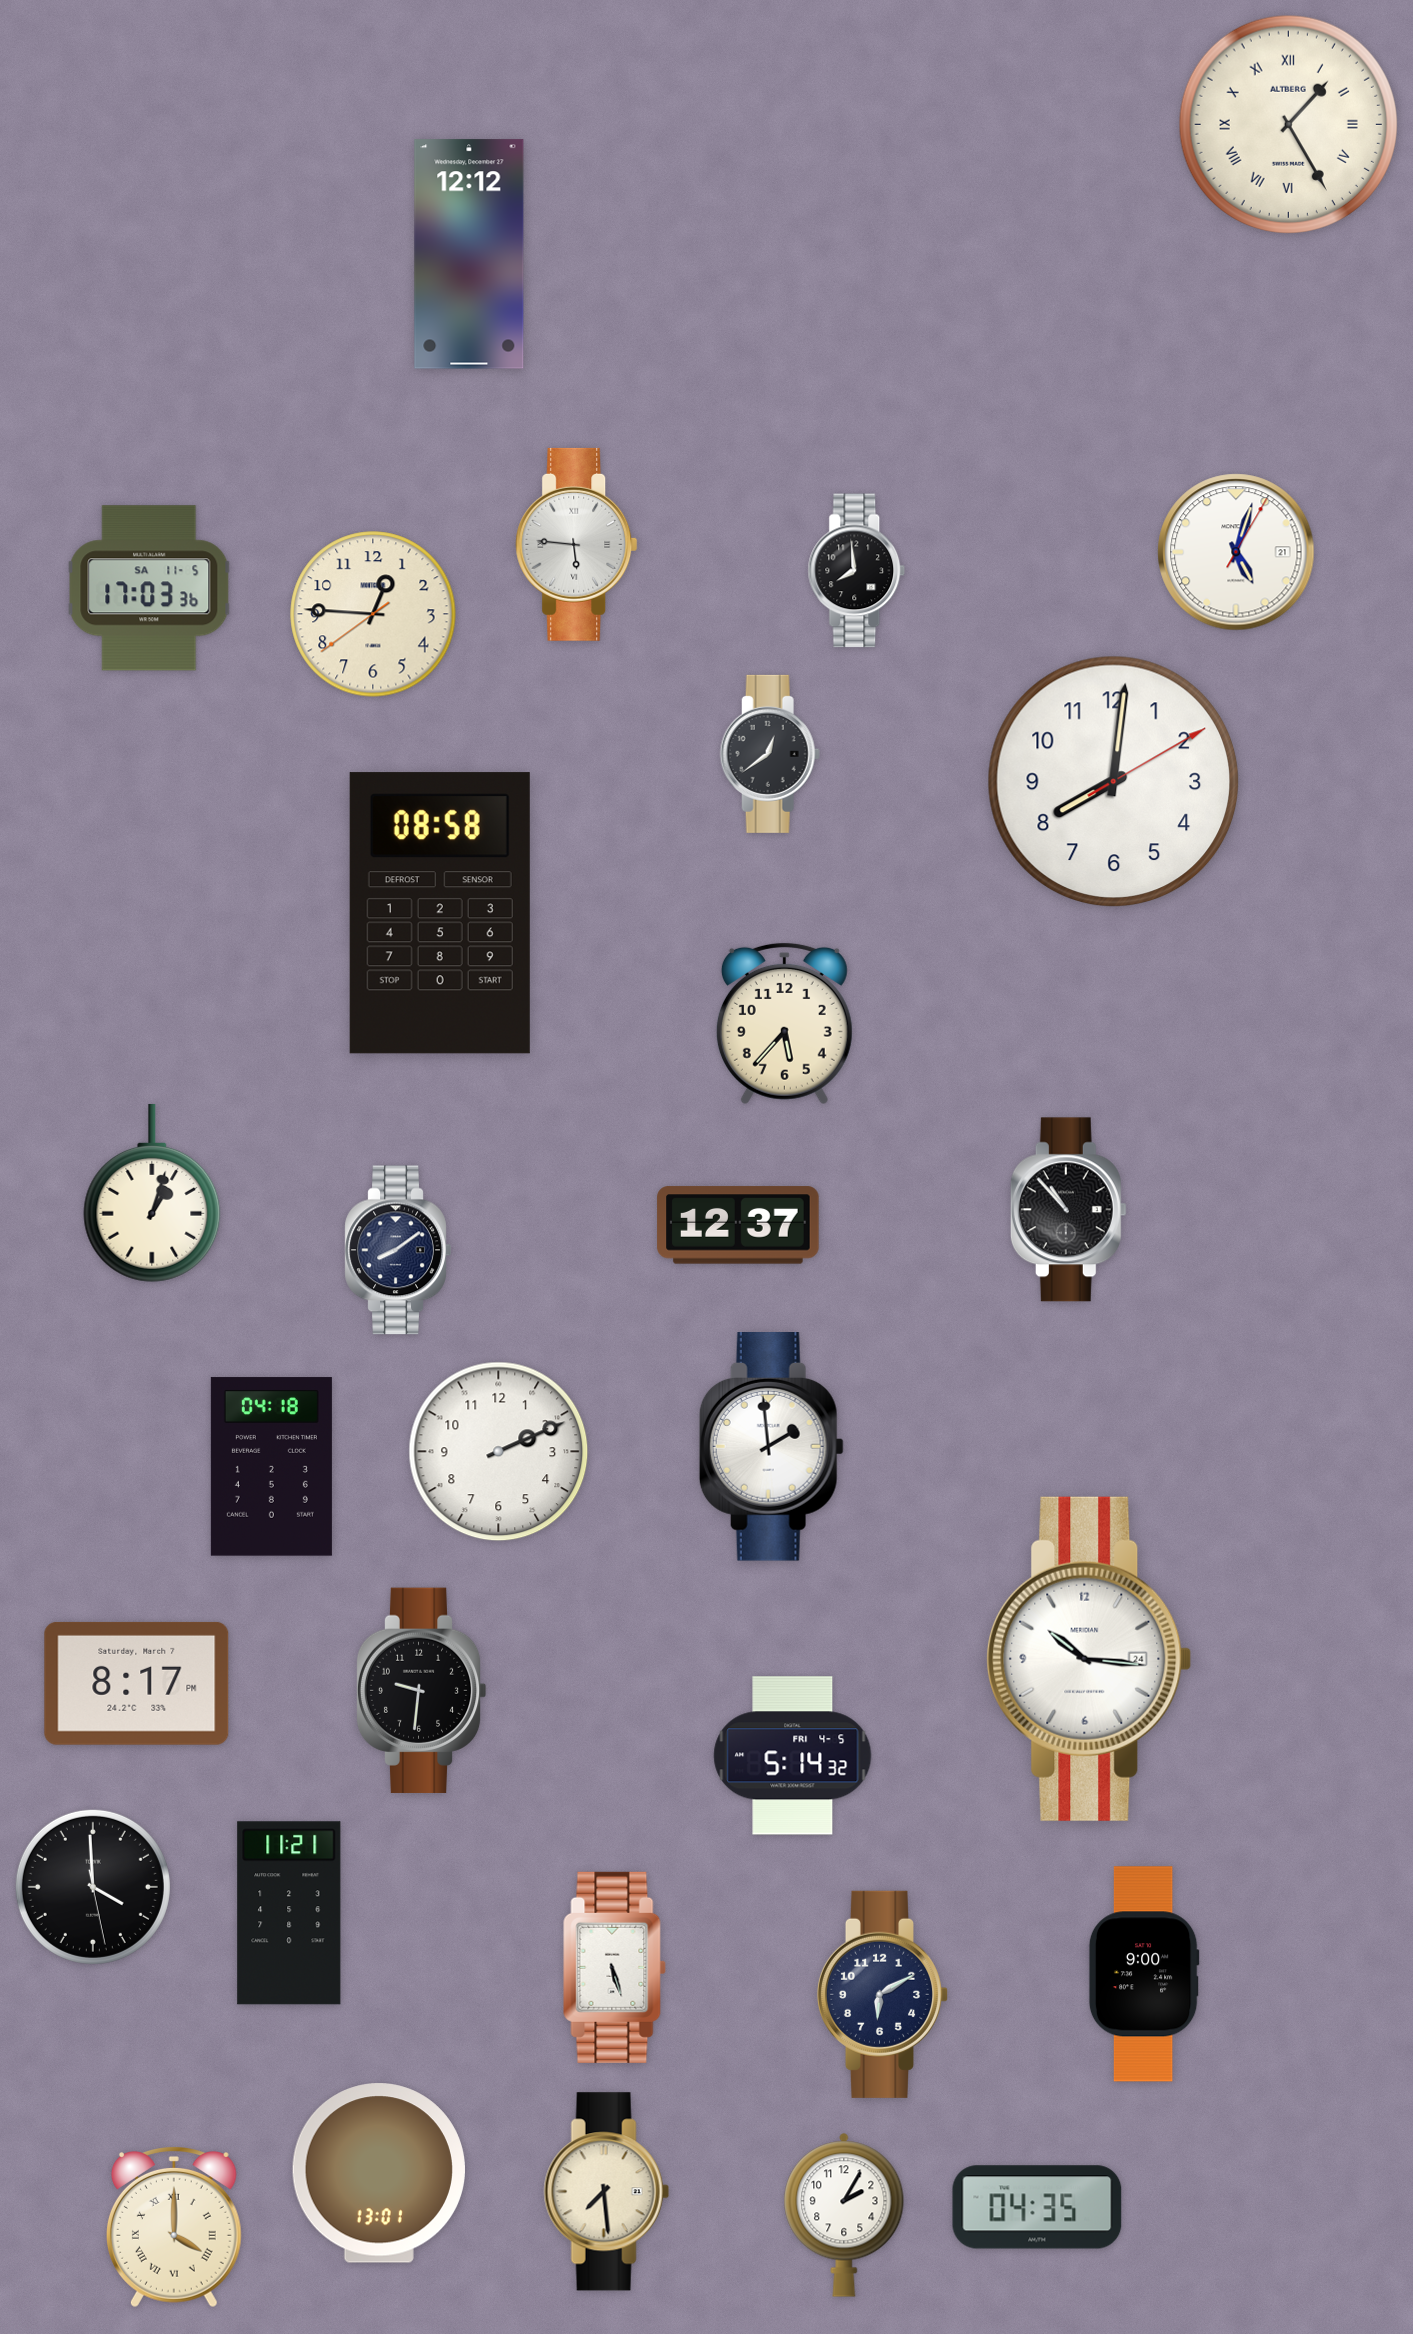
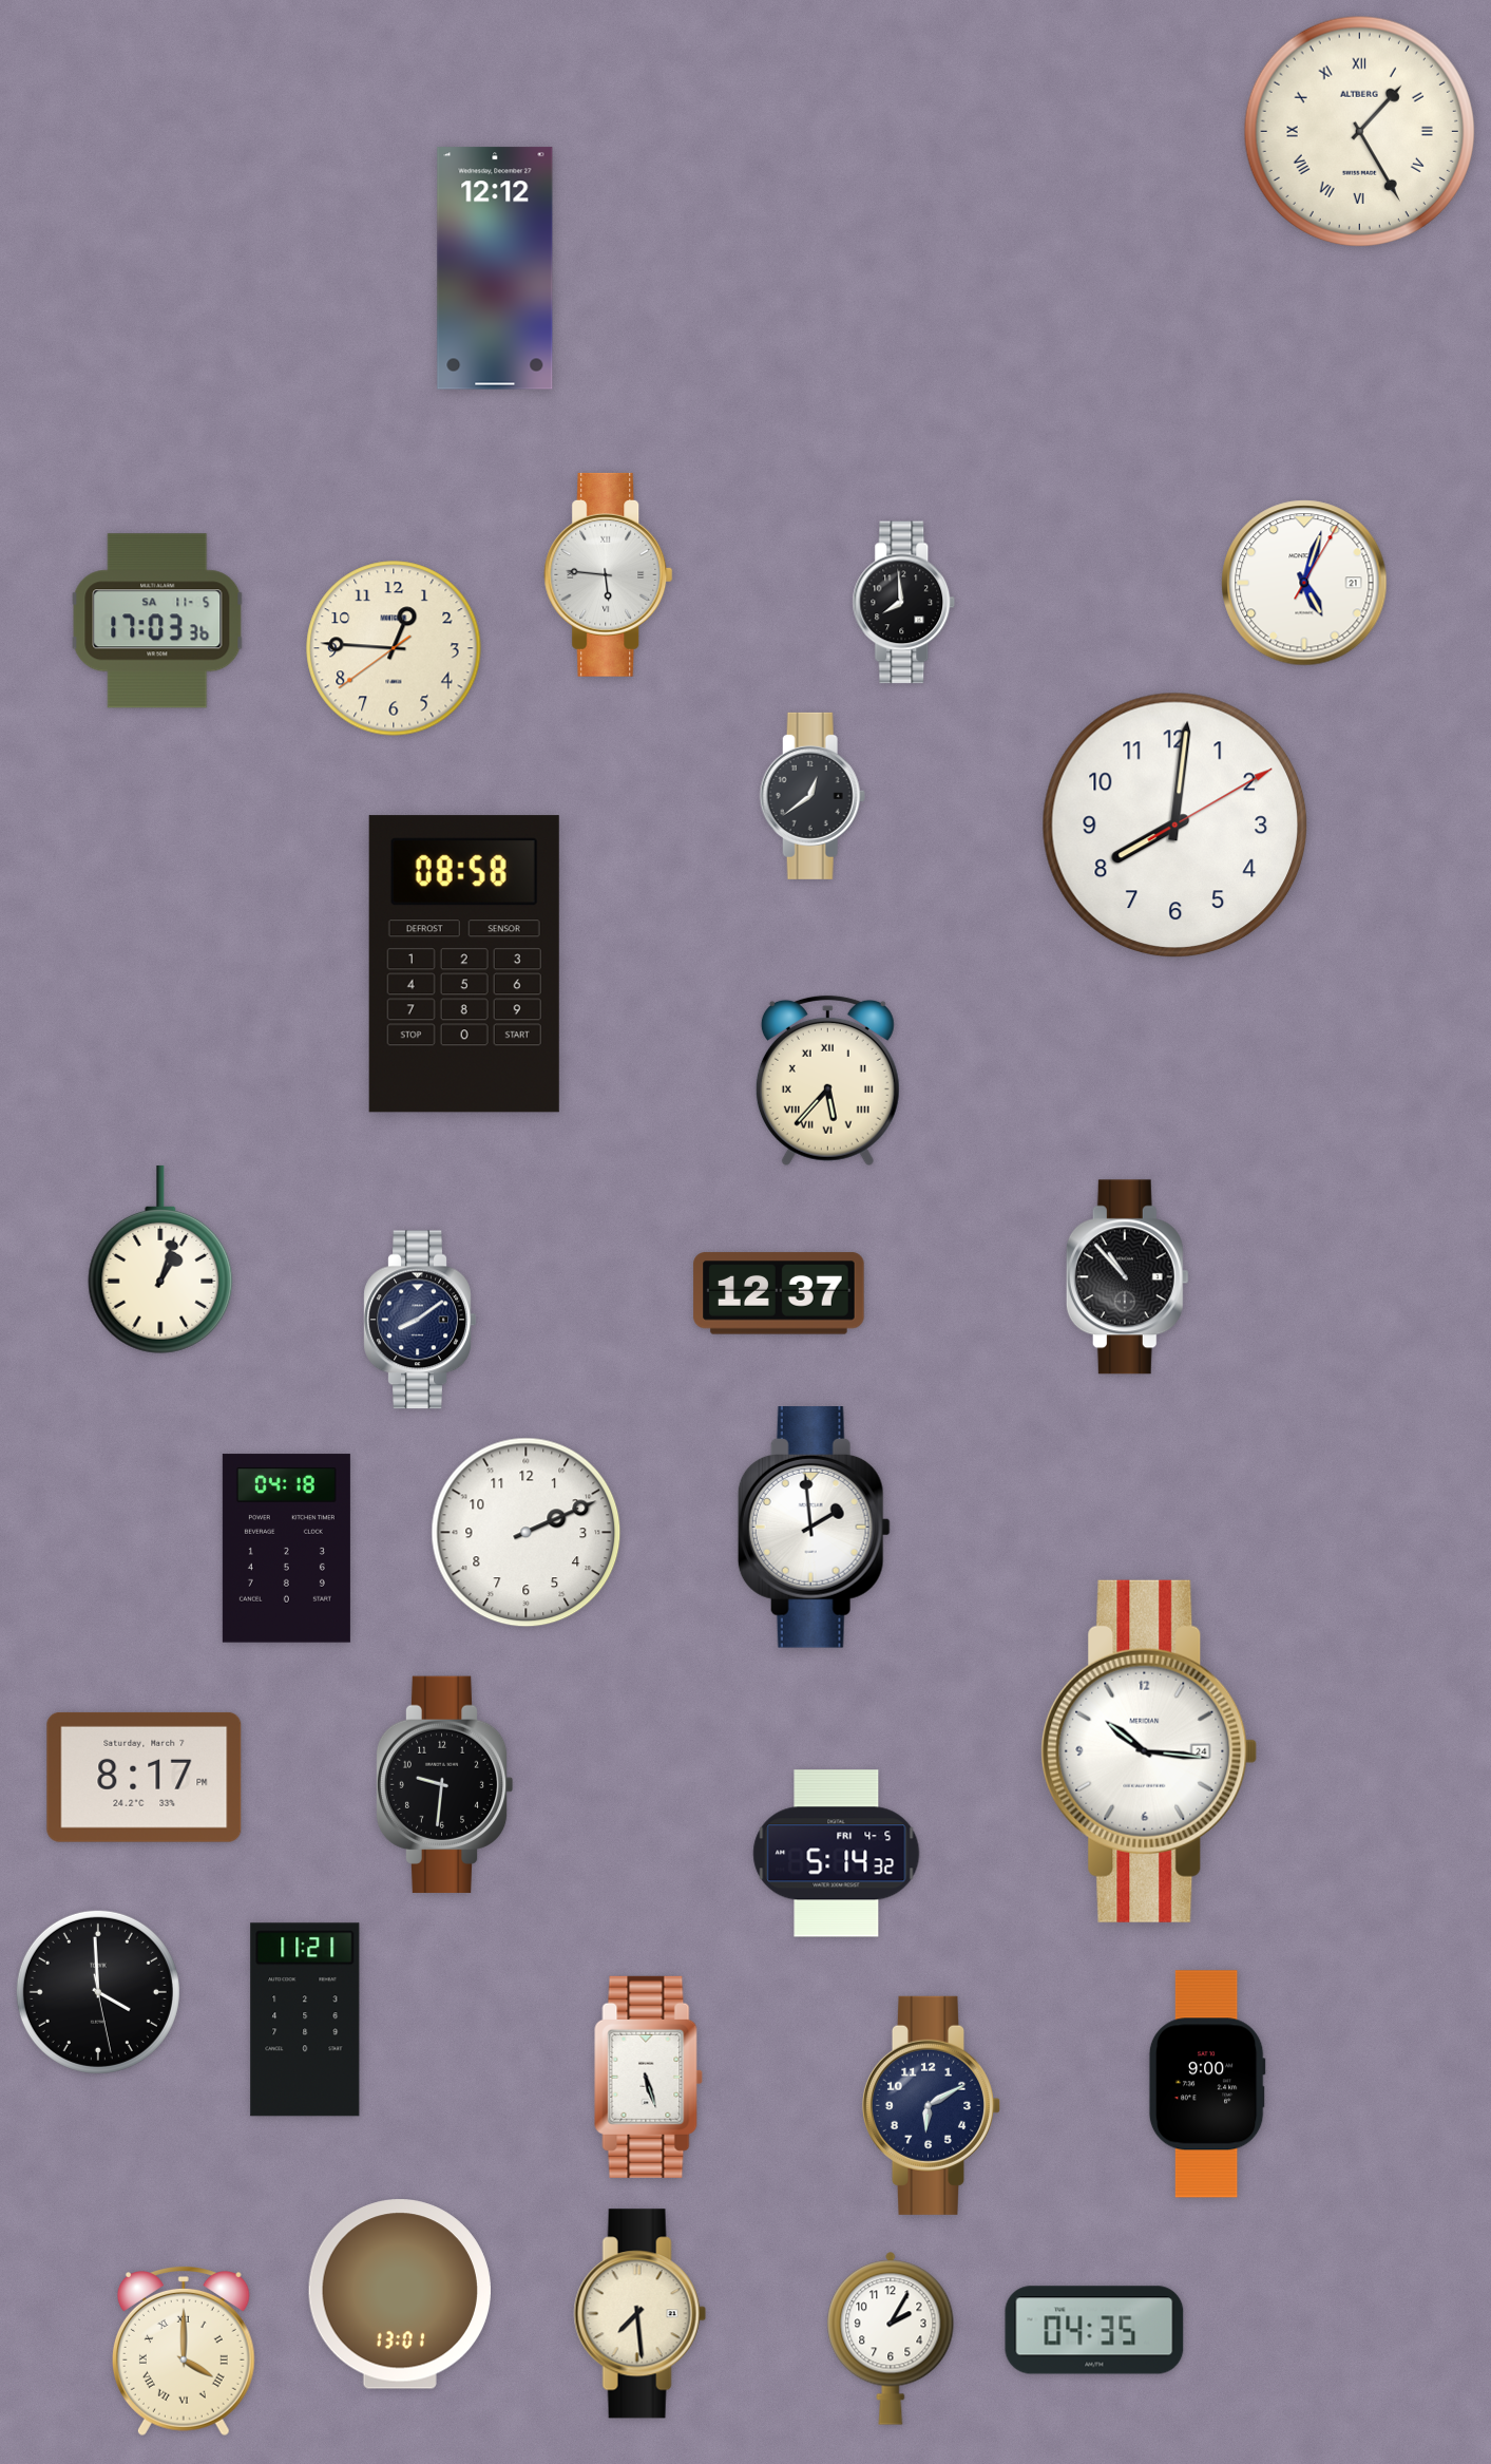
clock at (784, 1023) numerals: Arabic -> Roman
